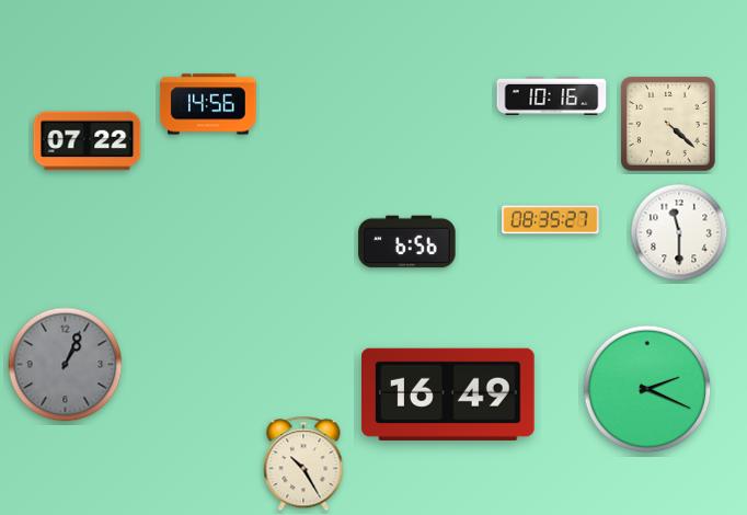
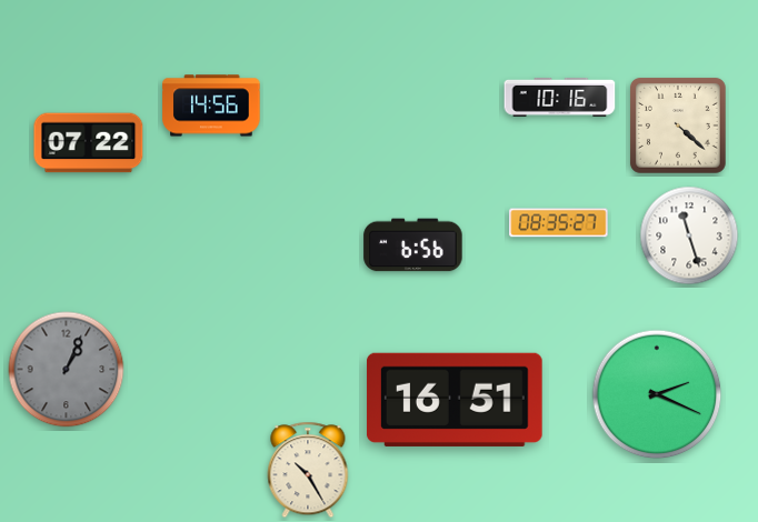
clock at (679, 232): 11:30 -> 11:27
clock at (449, 394): 16:49 -> 16:51
